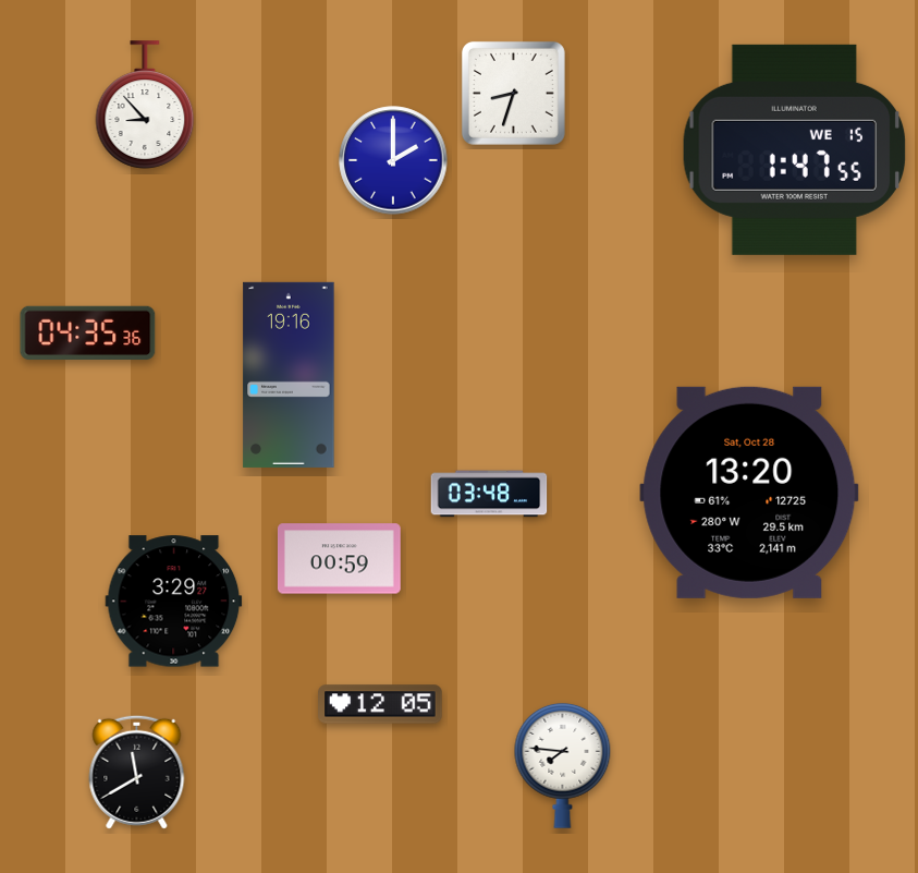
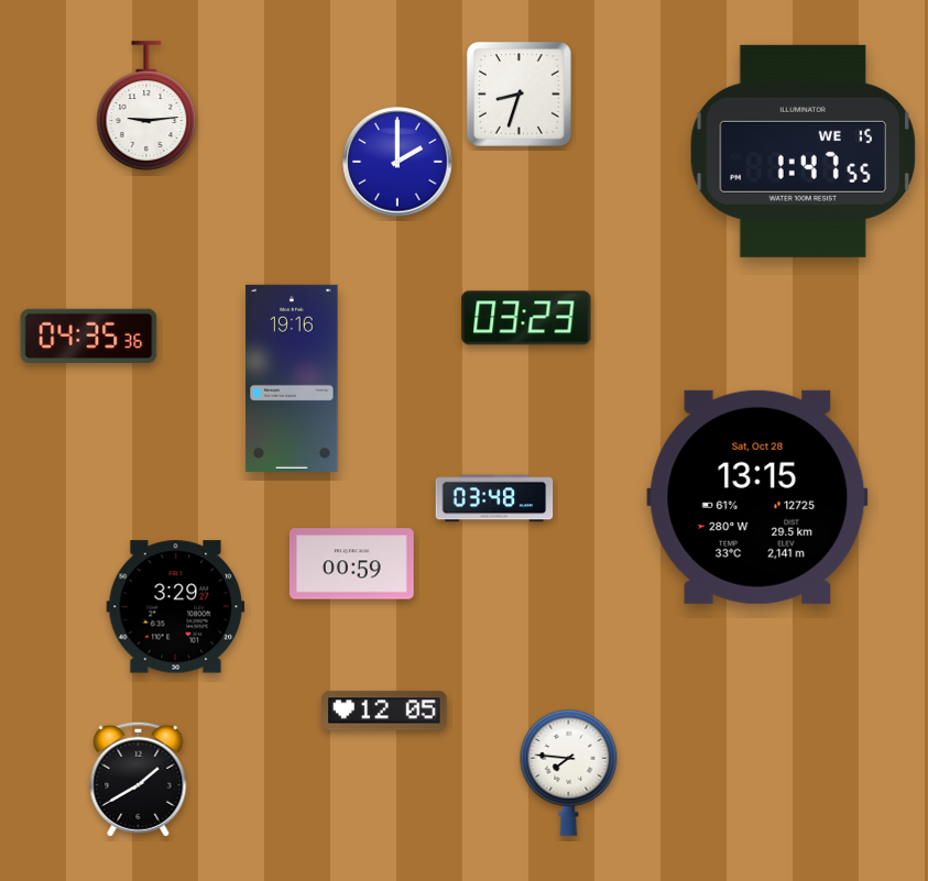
clock at (145, 105): 8:53 -> 9:14
clock at (526, 318): none -> 03:23
clock at (749, 493): 13:20 -> 13:15
clock at (340, 559) position: (340, 559) -> (352, 564)
clock at (137, 772): 11:40 -> 1:40
